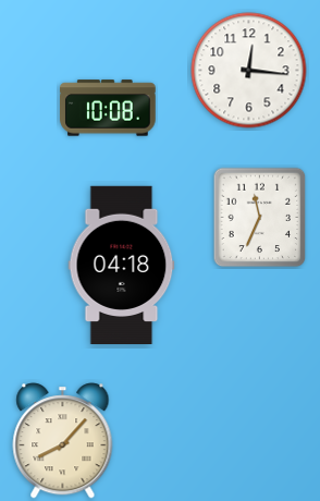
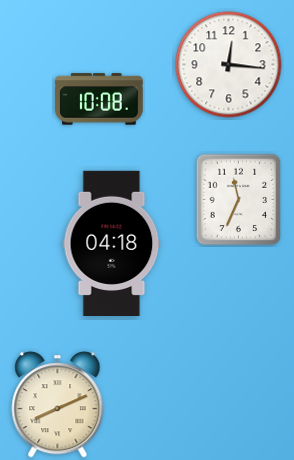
clock at (63, 441): 8:07 -> 8:11
